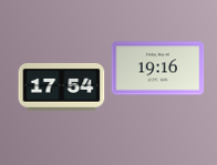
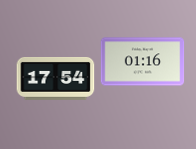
clock at (157, 69): 19:16 -> 01:16
